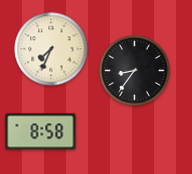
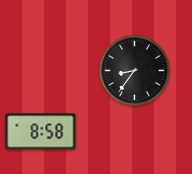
clock at (51, 49): 7:34 -> none
